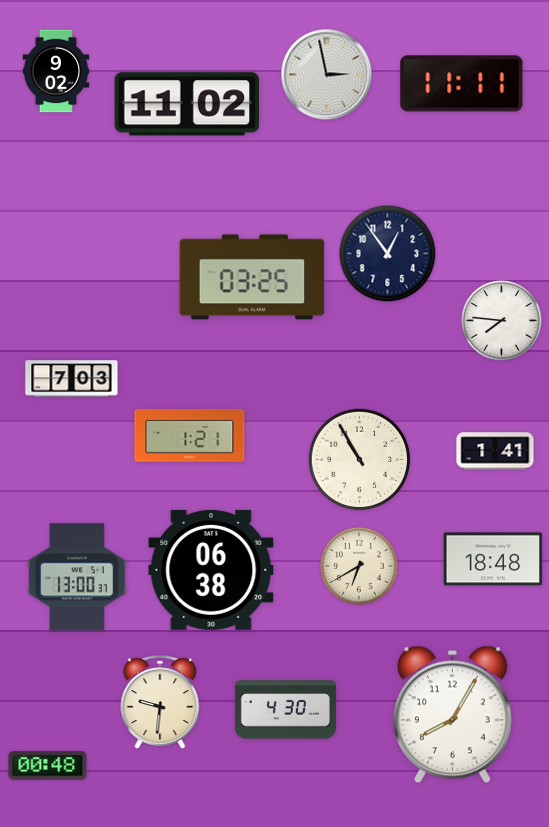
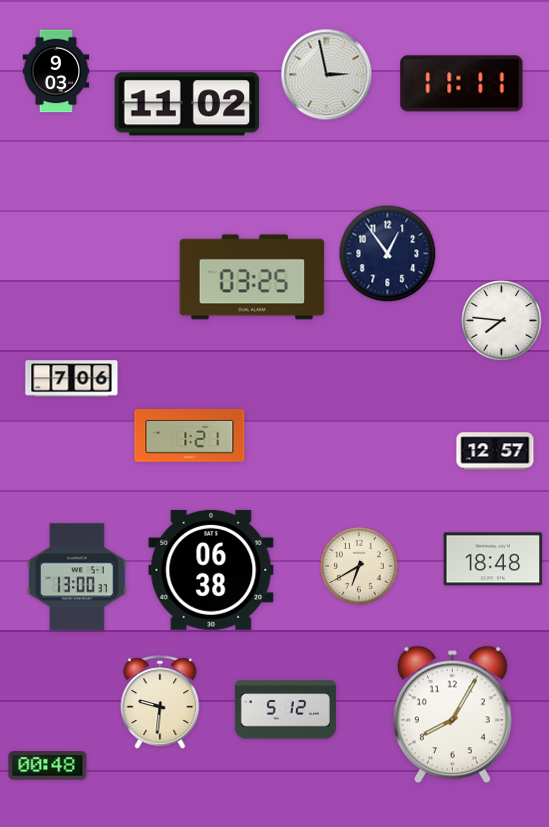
clock at (56, 71): 9:02 -> 9:03
clock at (72, 379): 7:03 -> 7:06
clock at (495, 451): 1:41 -> 12:57
clock at (360, 460): 10:55 -> none
clock at (285, 710): 4:30 -> 5:12
